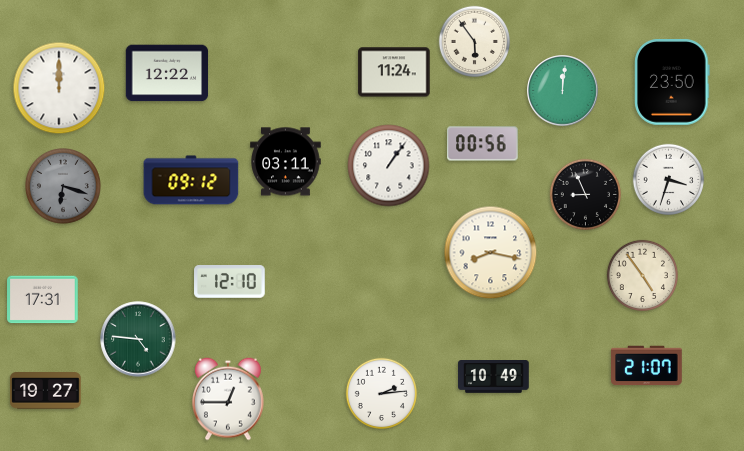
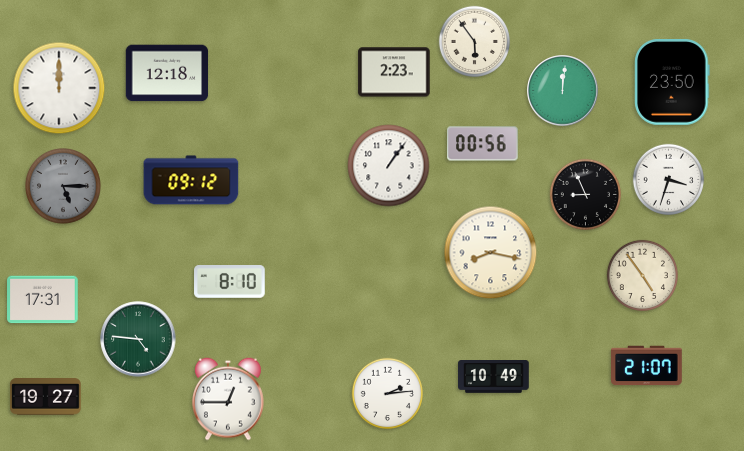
clock at (394, 72): 11:24 -> 2:23
clock at (167, 73): 12:22 -> 12:18
clock at (286, 162): 03:11 -> none
clock at (64, 187): 6:18 -> 5:15
clock at (230, 282): 12:10 -> 8:10
clock at (46, 391) position: (46, 391) -> (46, 397)
clock at (381, 393) position: (381, 393) -> (387, 393)
